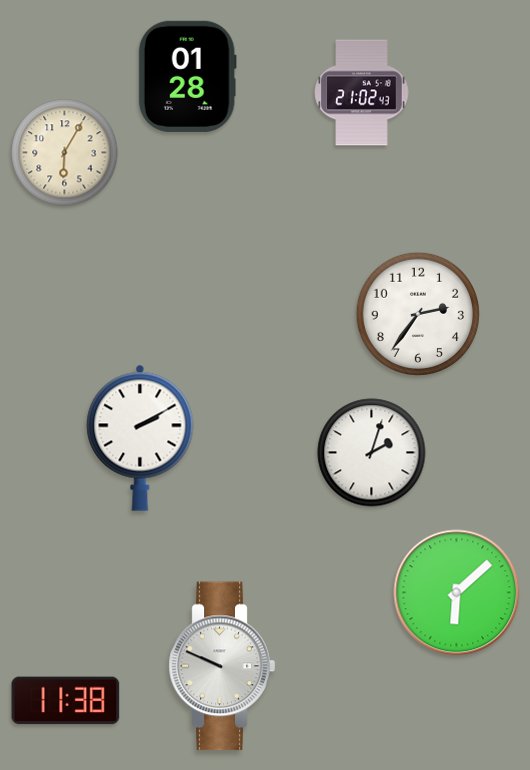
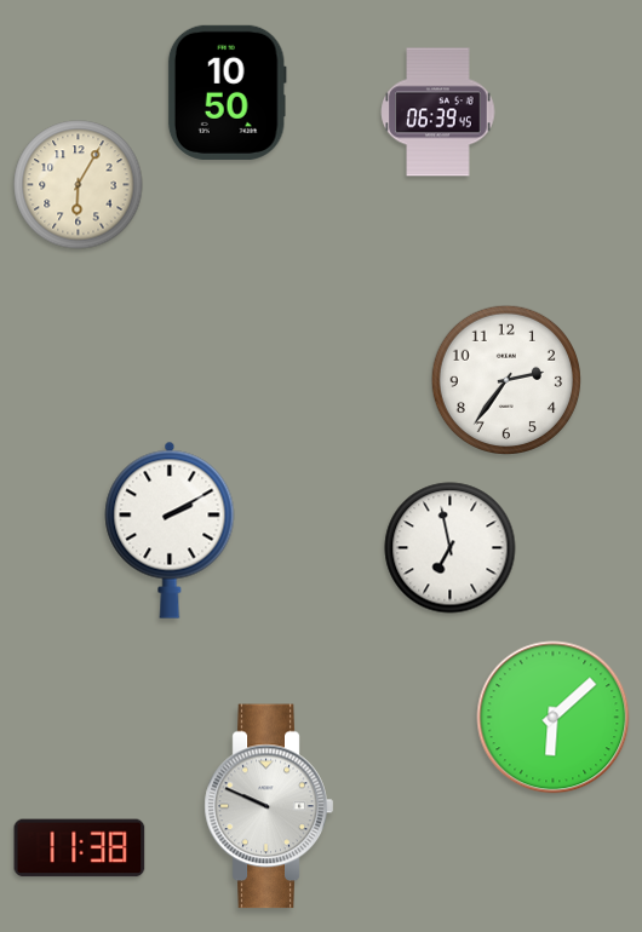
clock at (187, 76): 01:28 -> 10:50
clock at (362, 93): 21:02 -> 06:39
clock at (372, 453): 2:03 -> 6:58
